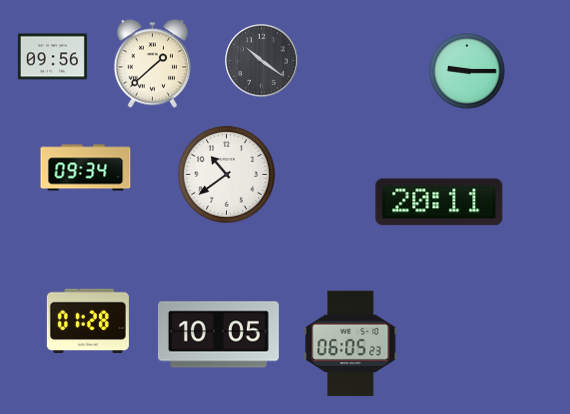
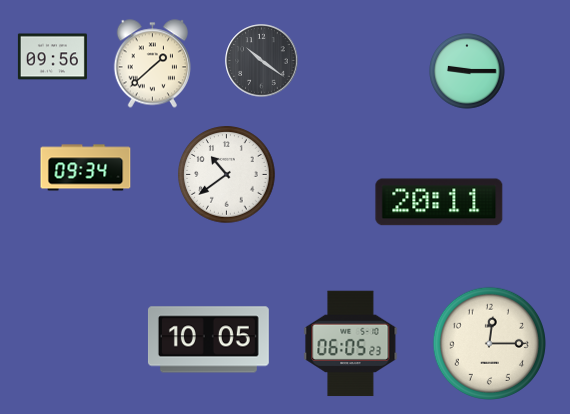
clock at (88, 321): 01:28 -> none
clock at (218, 335) position: (218, 335) -> (208, 340)
clock at (489, 343): none -> 12:15
